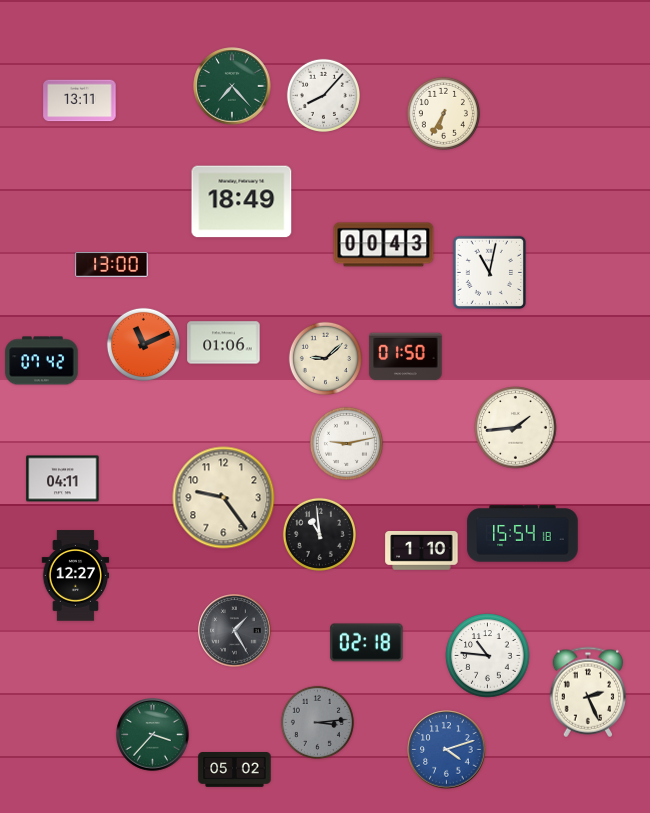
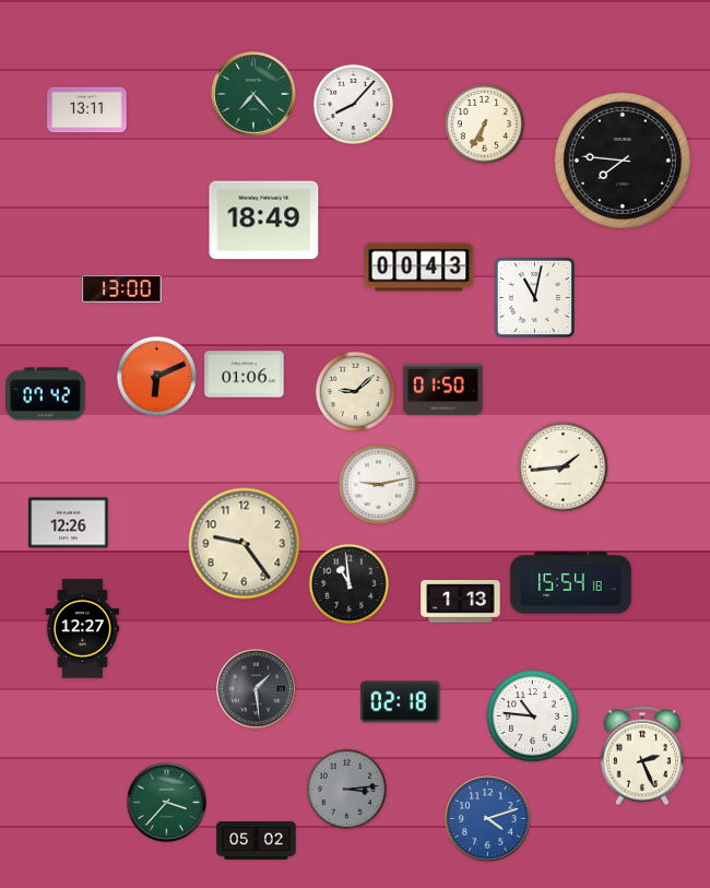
clock at (623, 161): none -> 7:46
clock at (143, 344): 11:11 -> 6:11
clock at (63, 479): 04:11 -> 12:26
clock at (422, 551): 1:10 -> 1:13
clock at (235, 631): 1:25 -> 1:29
